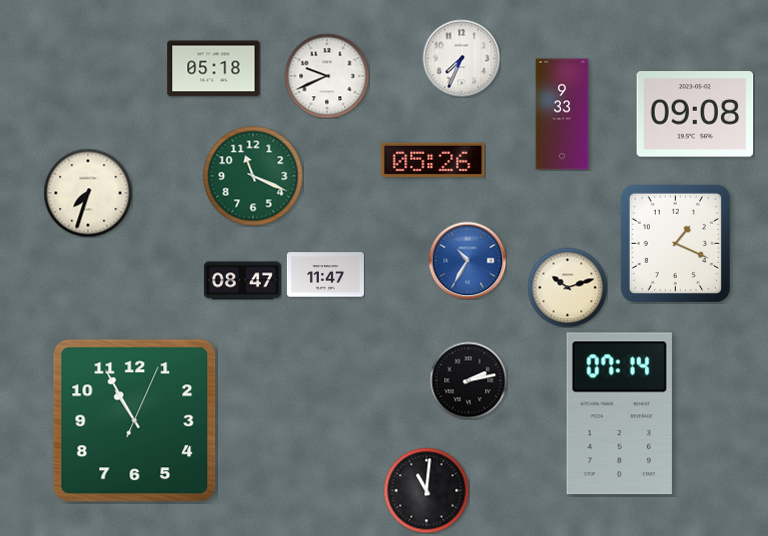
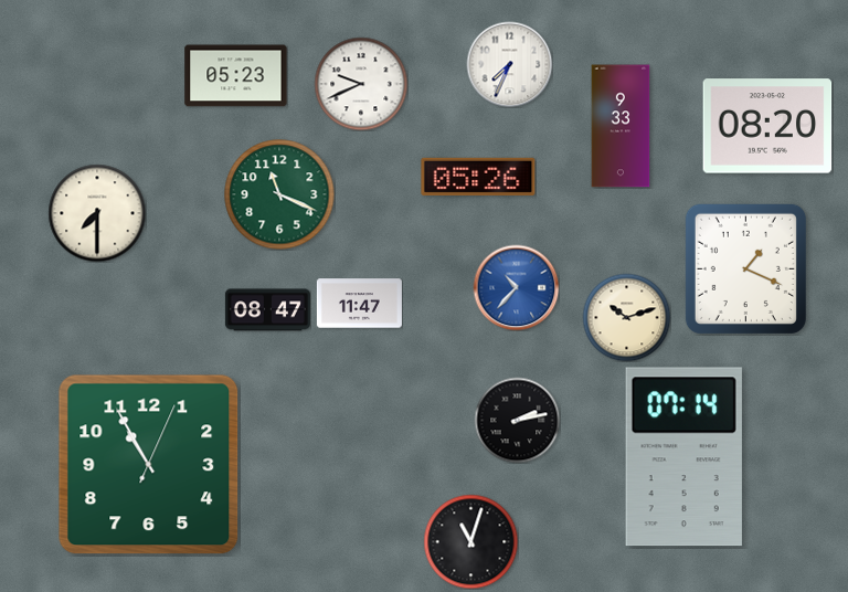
clock at (214, 69): 05:18 -> 05:23
clock at (695, 114): 09:08 -> 08:20
clock at (88, 193): 7:33 -> 7:30
clock at (467, 260): 10:35 -> 10:37
clock at (426, 490): 11:01 -> 11:03
